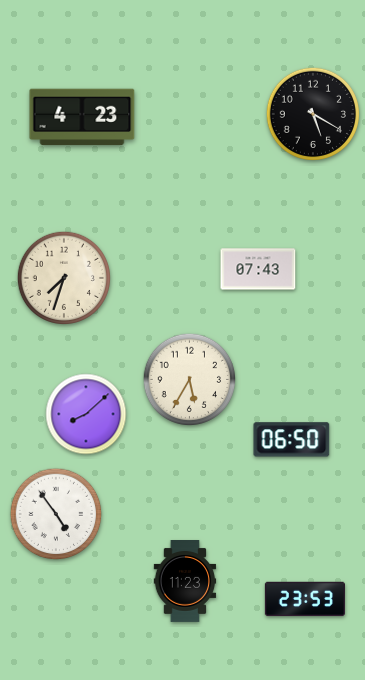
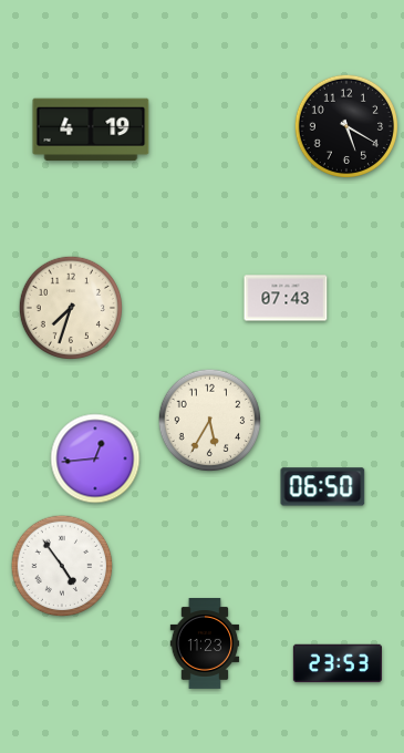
clock at (82, 117): 4:23 -> 4:19
clock at (86, 414): 8:08 -> 12:44
clock at (56, 514) position: (56, 514) -> (62, 566)
